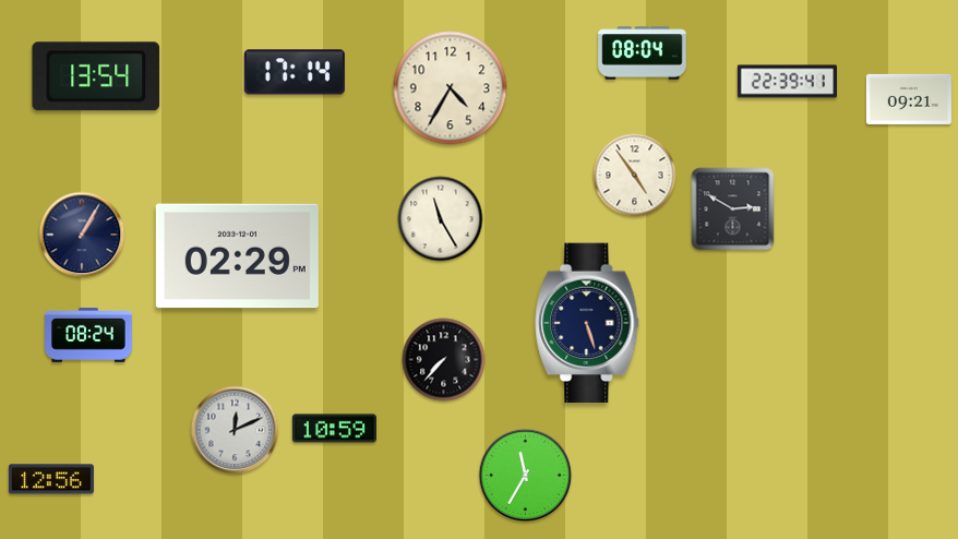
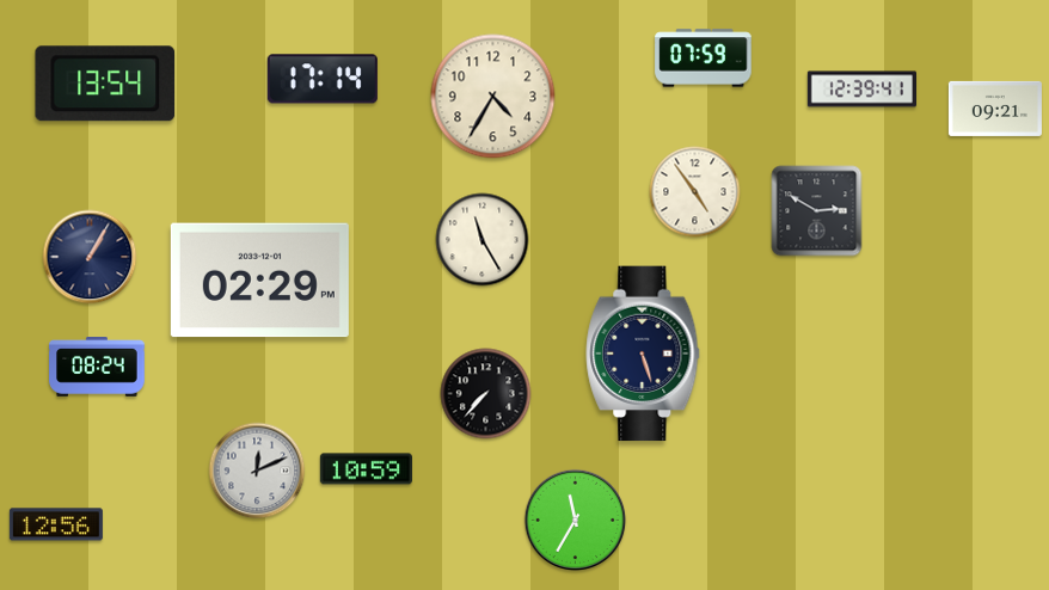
clock at (643, 53): 08:04 -> 07:59
clock at (787, 82): 22:39 -> 12:39
clock at (733, 209) position: (733, 209) -> (817, 211)
